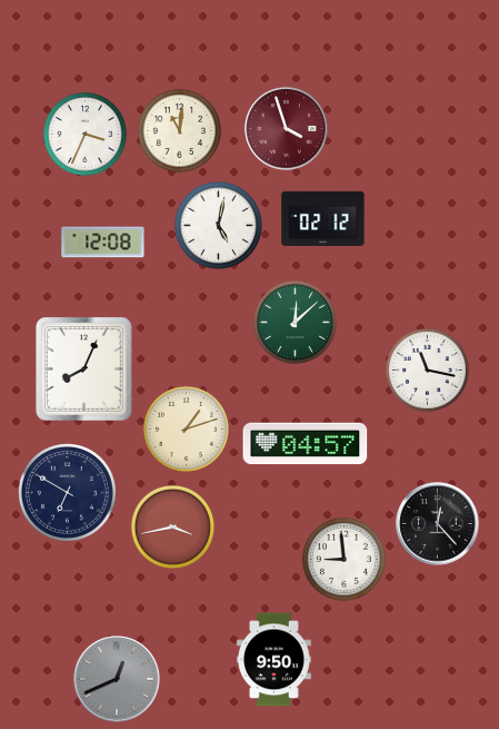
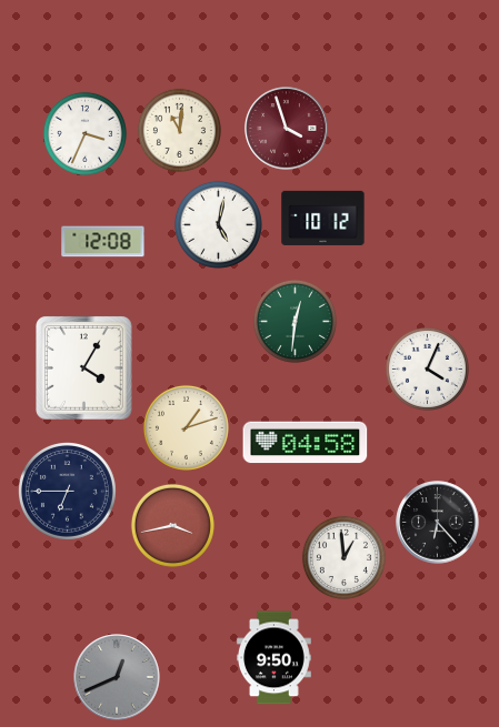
clock at (323, 218): 02:12 -> 10:12
clock at (295, 322): 12:08 -> 12:31
clock at (84, 370): 8:04 -> 4:05
clock at (427, 370): 11:17 -> 4:04
clock at (306, 444): 04:57 -> 04:58
clock at (68, 493): 6:50 -> 6:45
clock at (438, 524): 12:23 -> 6:23
clock at (343, 559): 8:59 -> 12:59
